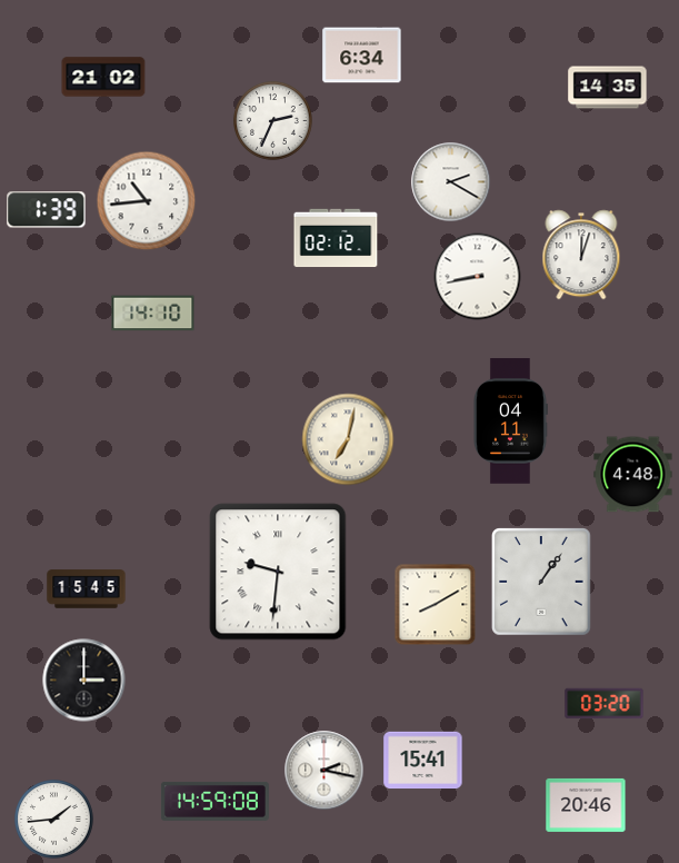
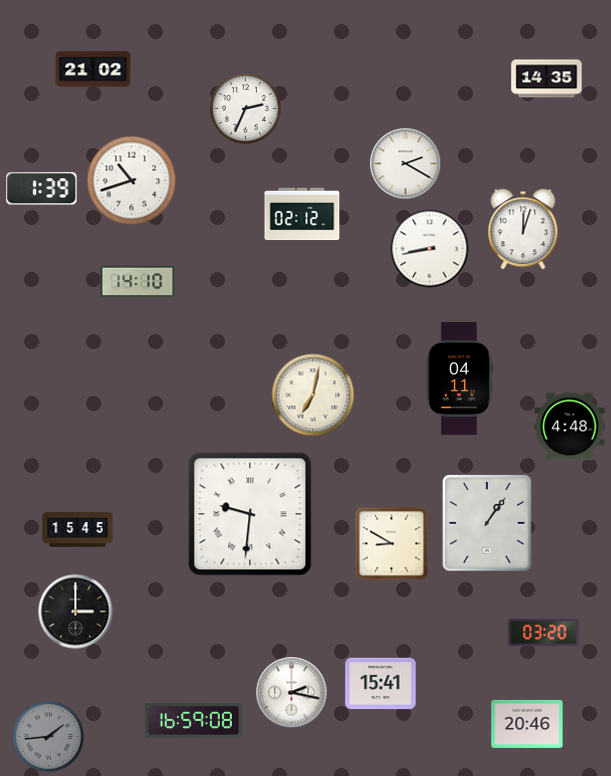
clock at (362, 56): 6:34 -> none
clock at (147, 201): 10:44 -> 10:42
clock at (436, 605): 8:10 -> 8:50
clock at (214, 801): 14:59 -> 16:59
clock at (54, 820) dial: white -> grey
